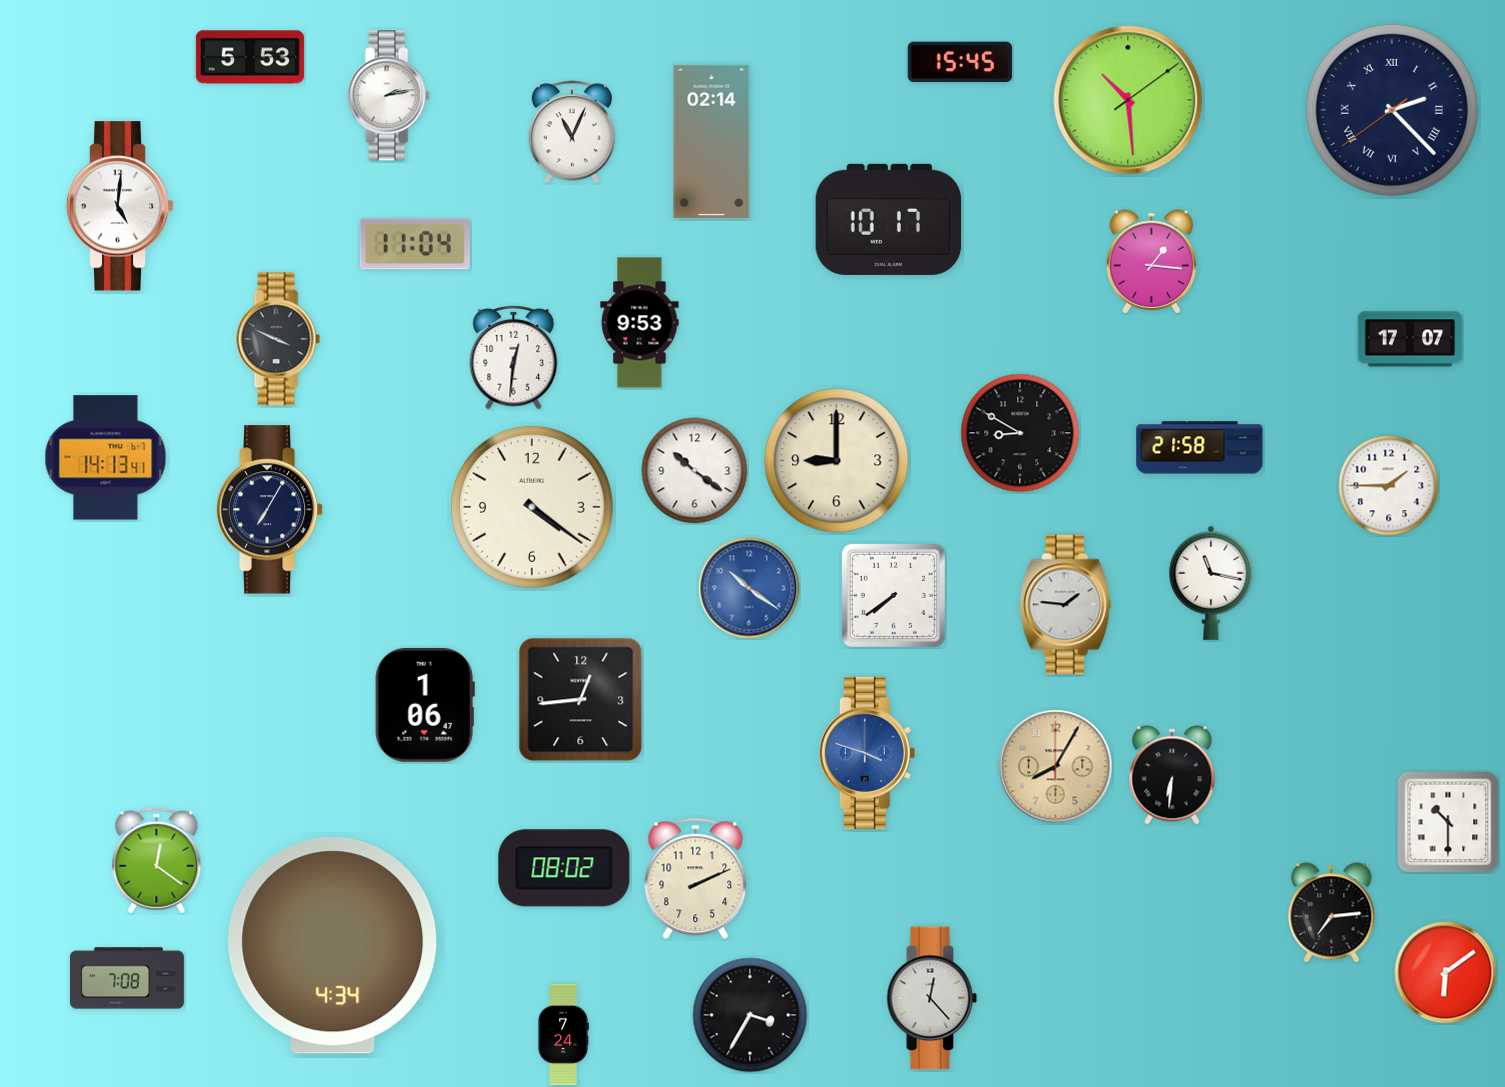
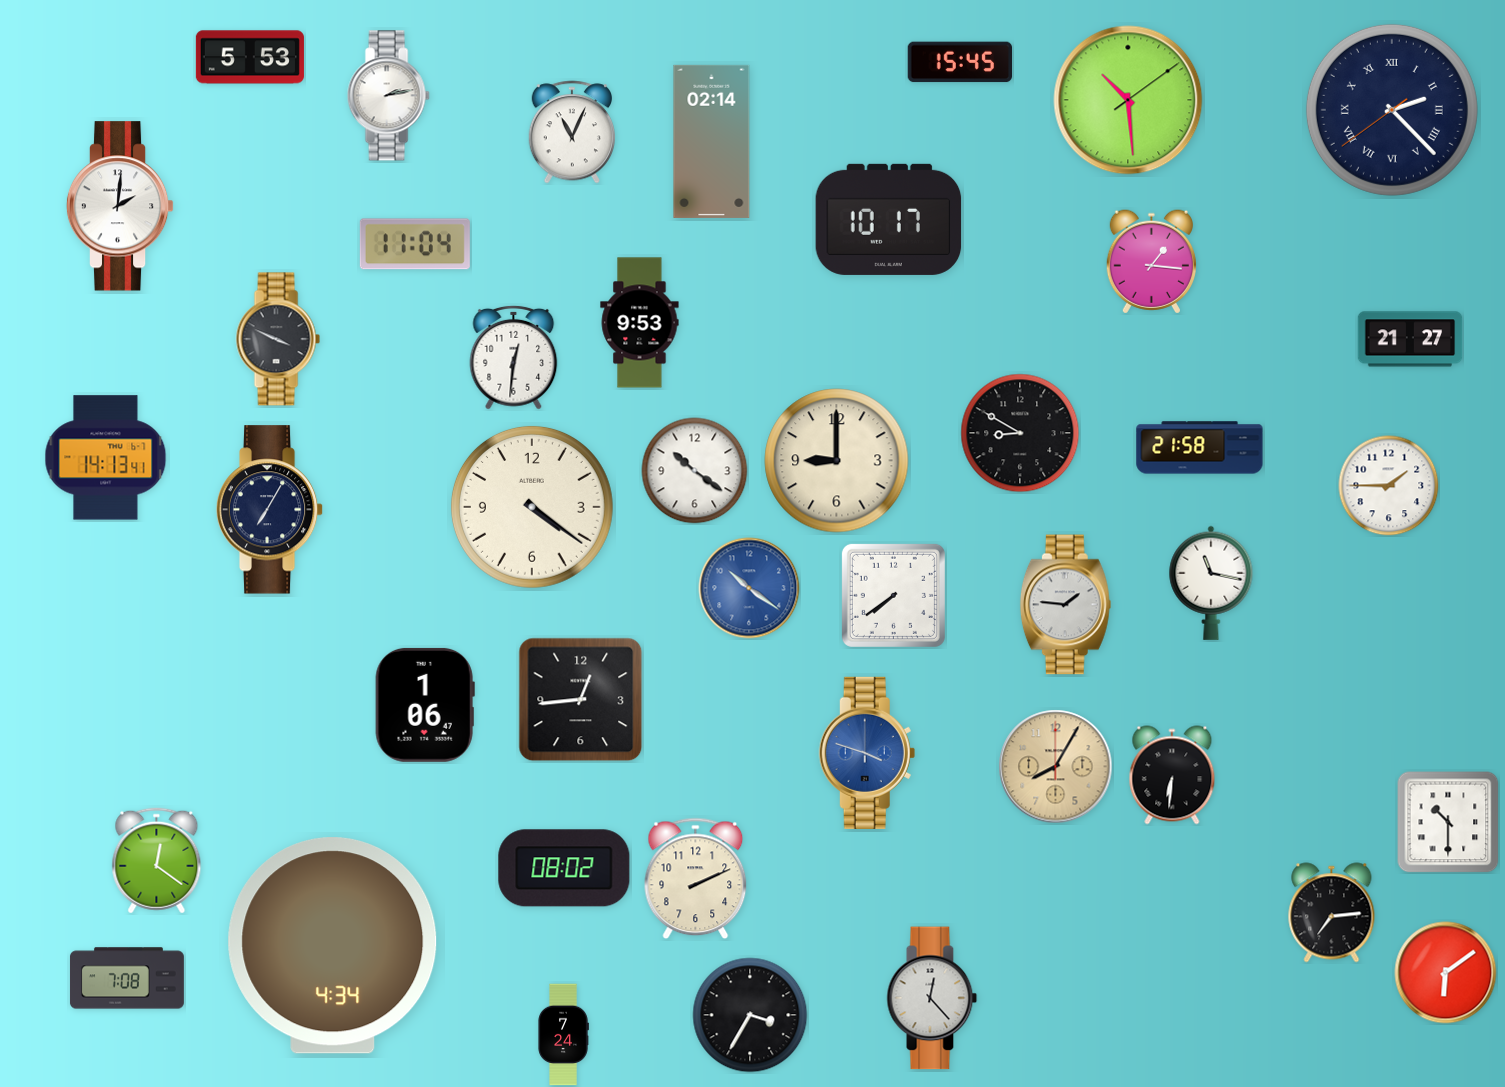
clock at (120, 206): 5:01 -> 2:01
clock at (1410, 339): 17:07 -> 21:27
